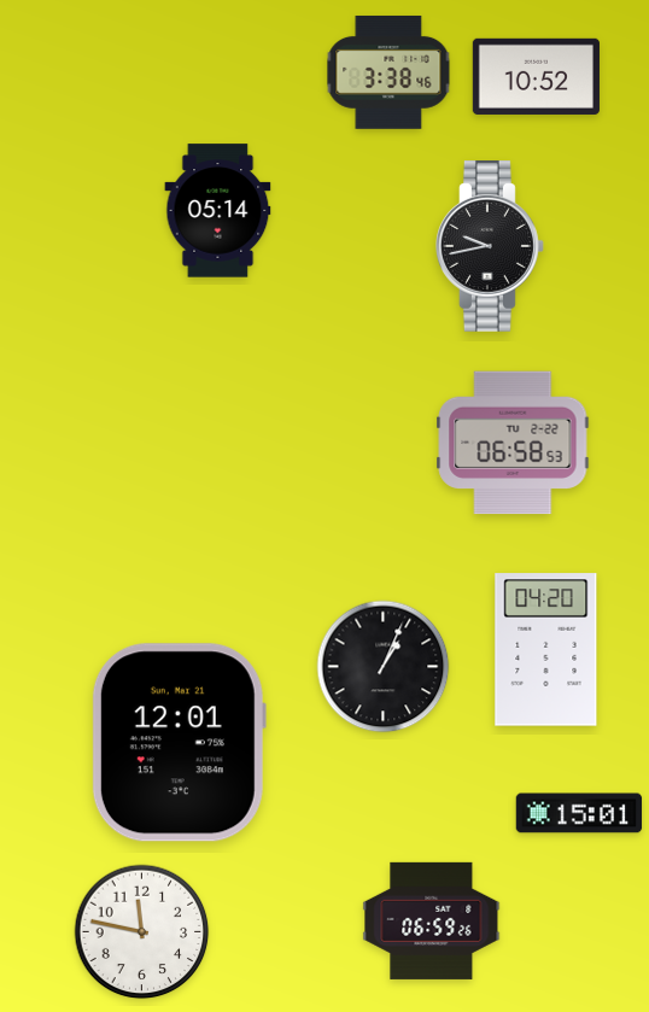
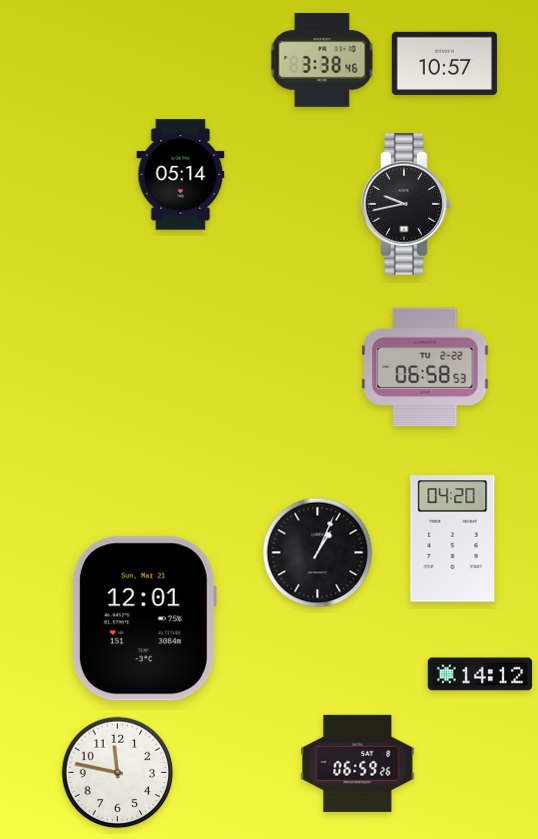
clock at (536, 76): 10:52 -> 10:57
clock at (179, 743) position: (179, 743) -> (144, 619)
clock at (579, 813): 15:01 -> 14:12
